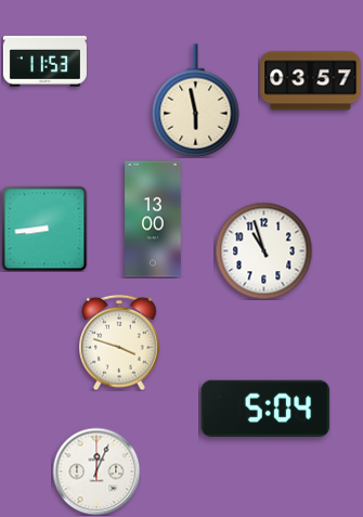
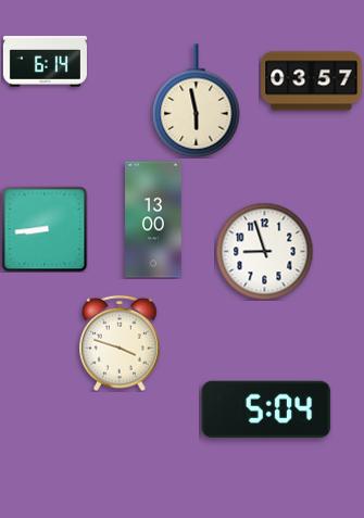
clock at (44, 62): 11:53 -> 6:14
clock at (263, 250): 10:57 -> 8:57
clock at (96, 471): 12:04 -> none
